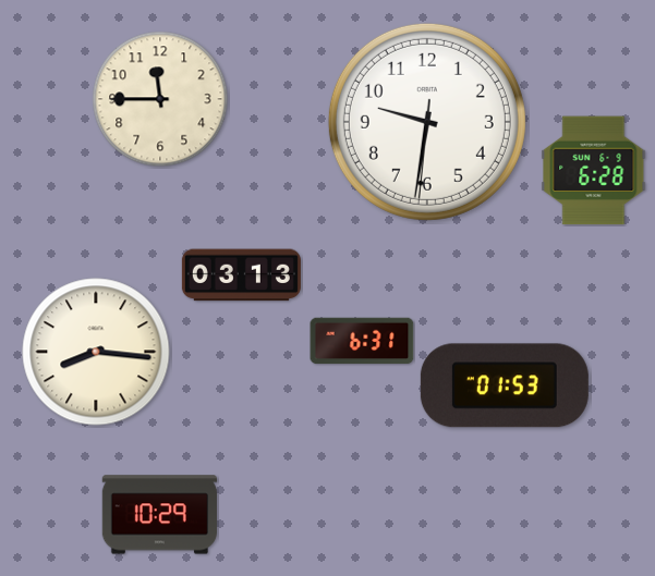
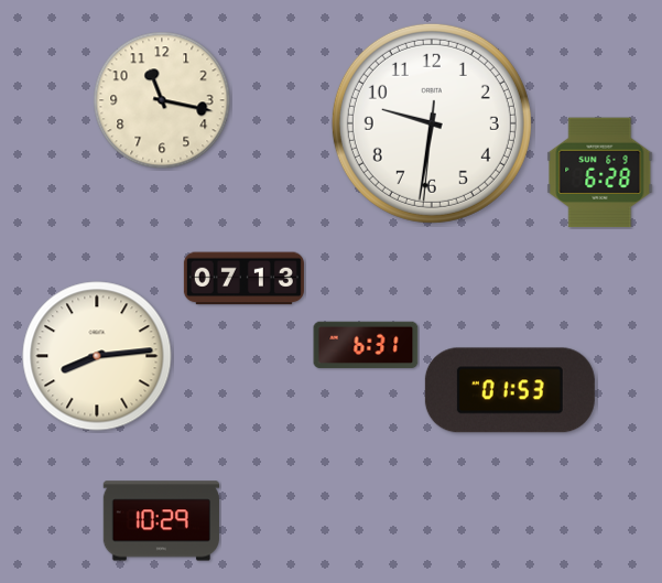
clock at (160, 99): 11:45 -> 11:17
clock at (241, 275): 03:13 -> 07:13
clock at (96, 352): 8:16 -> 8:14
